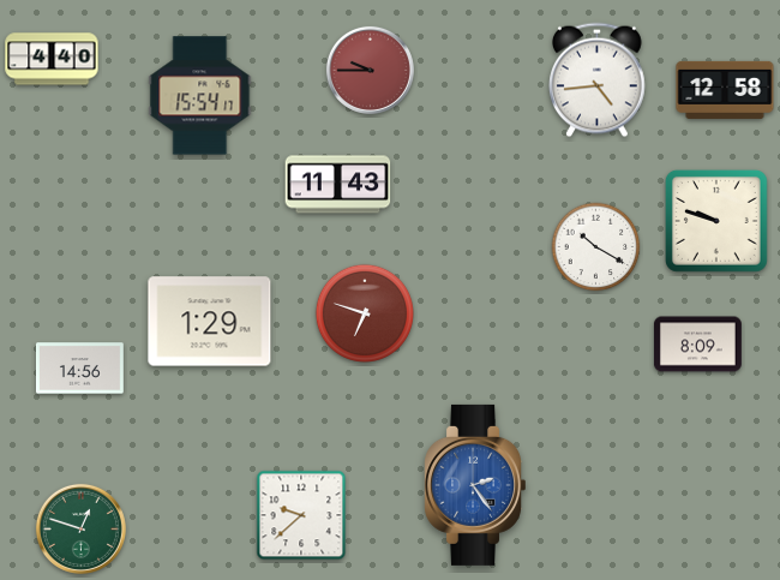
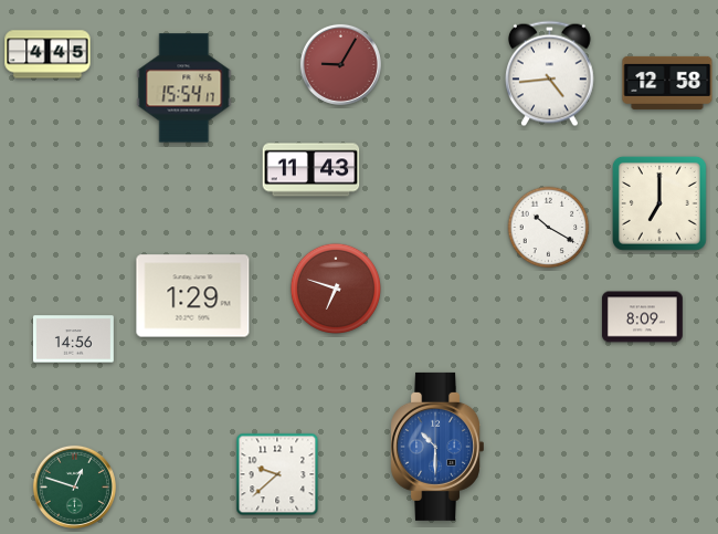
clock at (52, 59): 4:40 -> 4:45
clock at (370, 70): 9:45 -> 9:05
clock at (716, 221): 9:48 -> 7:00
clock at (474, 485): 2:24 -> 10:30
